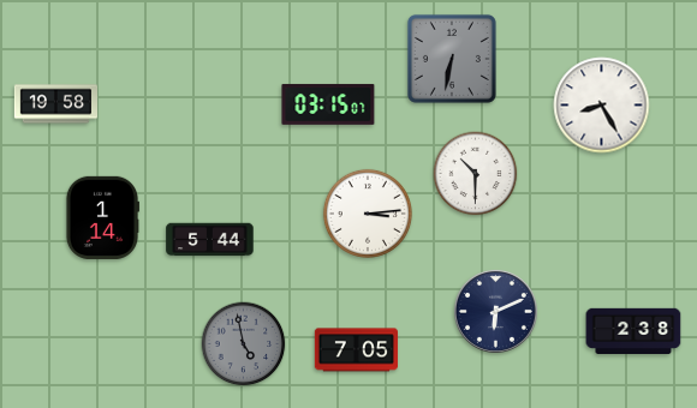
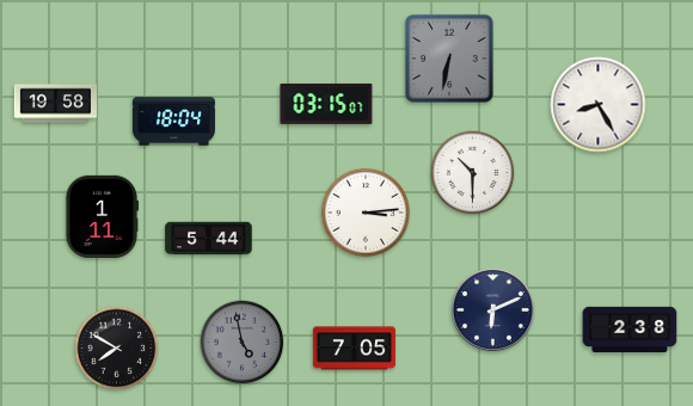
clock at (173, 122): none -> 18:04
clock at (101, 217): 1:14 -> 1:11
clock at (117, 349): none -> 7:50
